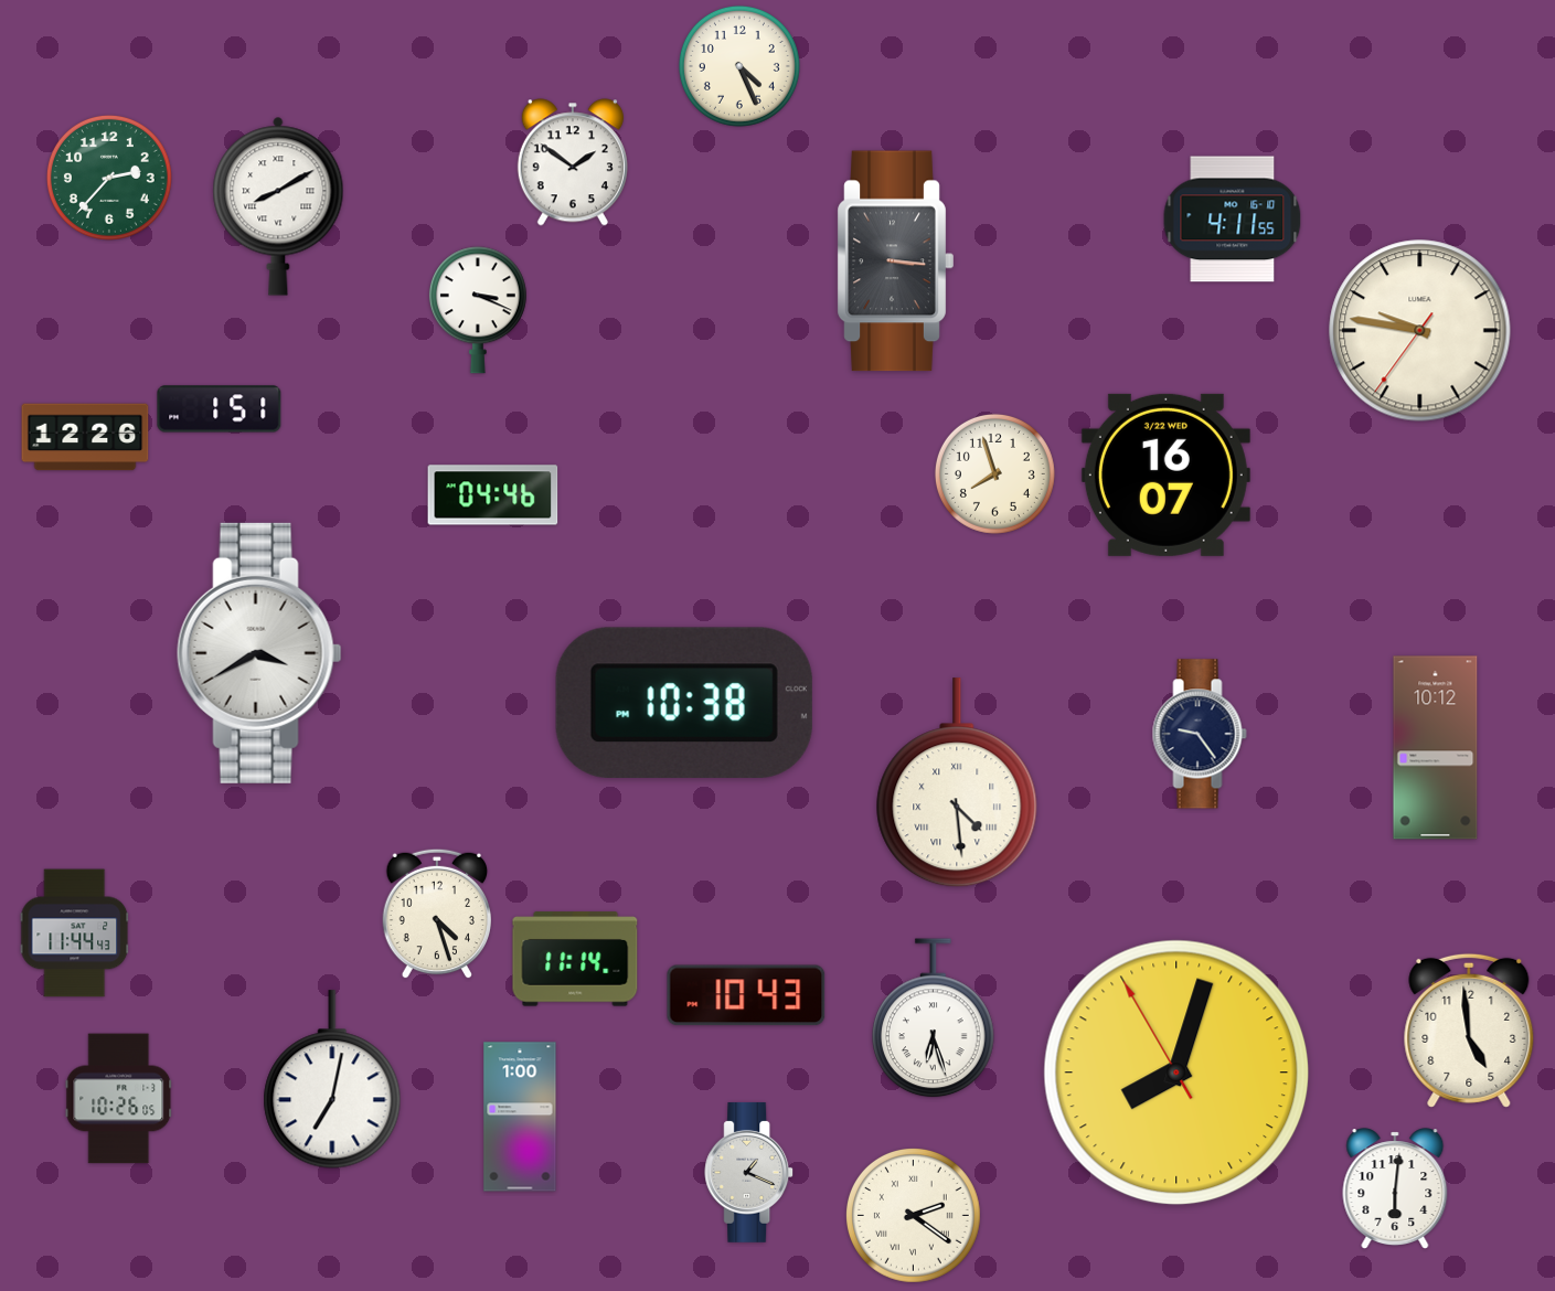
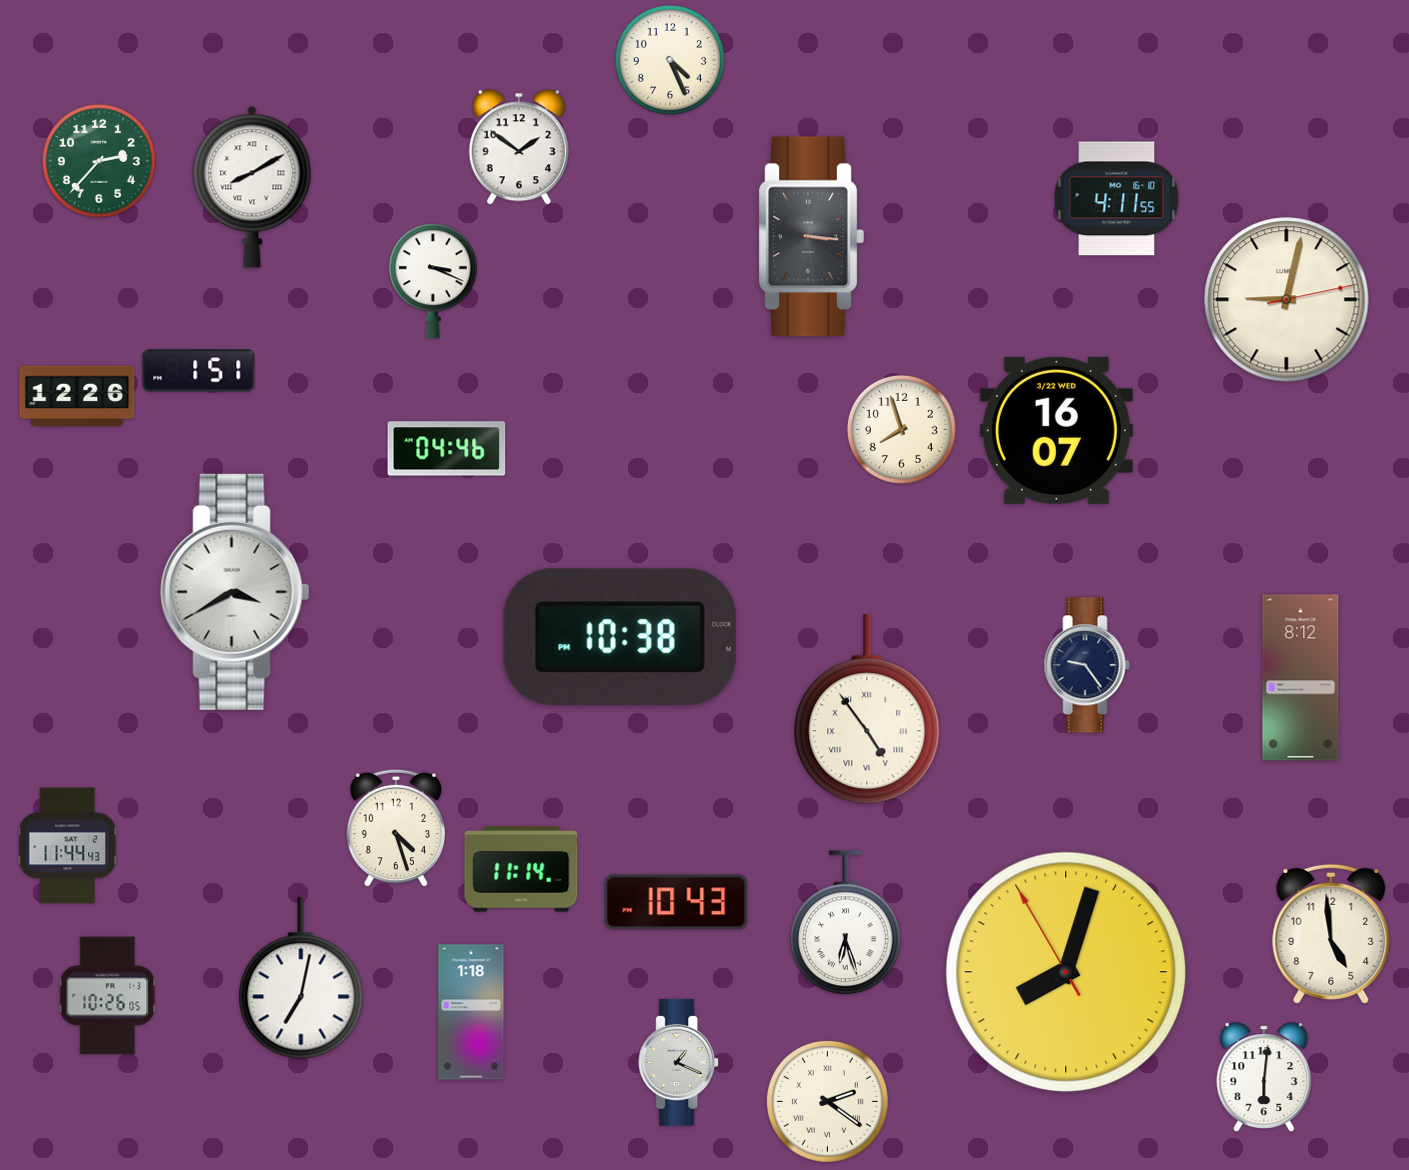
clock at (1420, 331): 9:46 -> 9:02
clock at (1436, 748): 10:12 -> 8:12
clock at (957, 783): 4:29 -> 4:54
clock at (520, 1117): 1:00 -> 1:18
